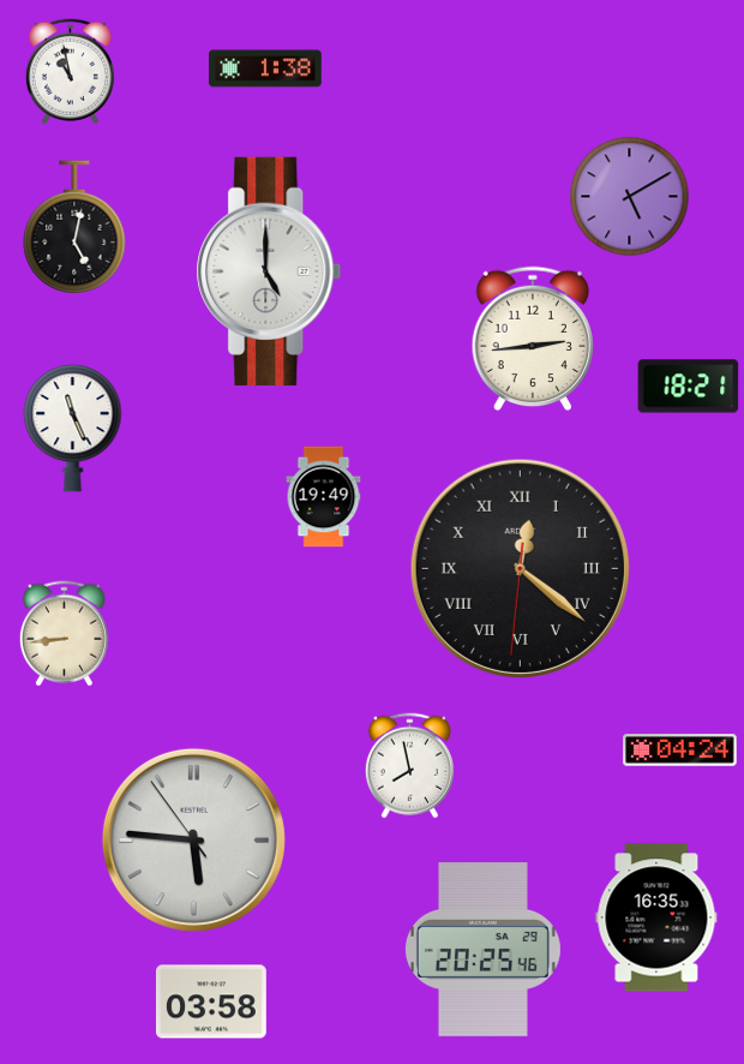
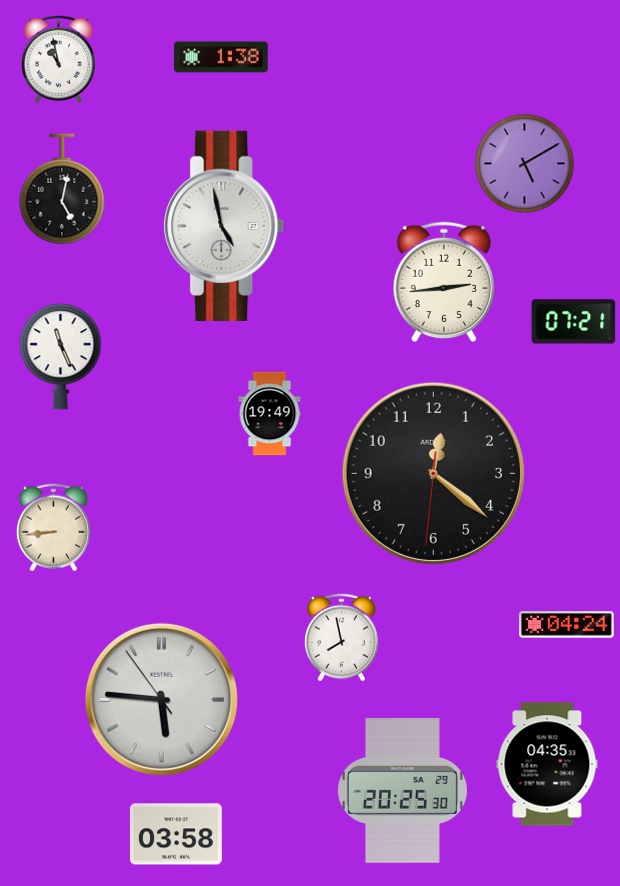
clock at (269, 271): 5:00 -> 4:58
clock at (689, 387): 18:21 -> 07:21
clock at (520, 568) numerals: Roman -> Arabic
clock at (656, 917): 16:35 -> 04:35
clock at (482, 950): 20:25:46 -> 20:25:30
